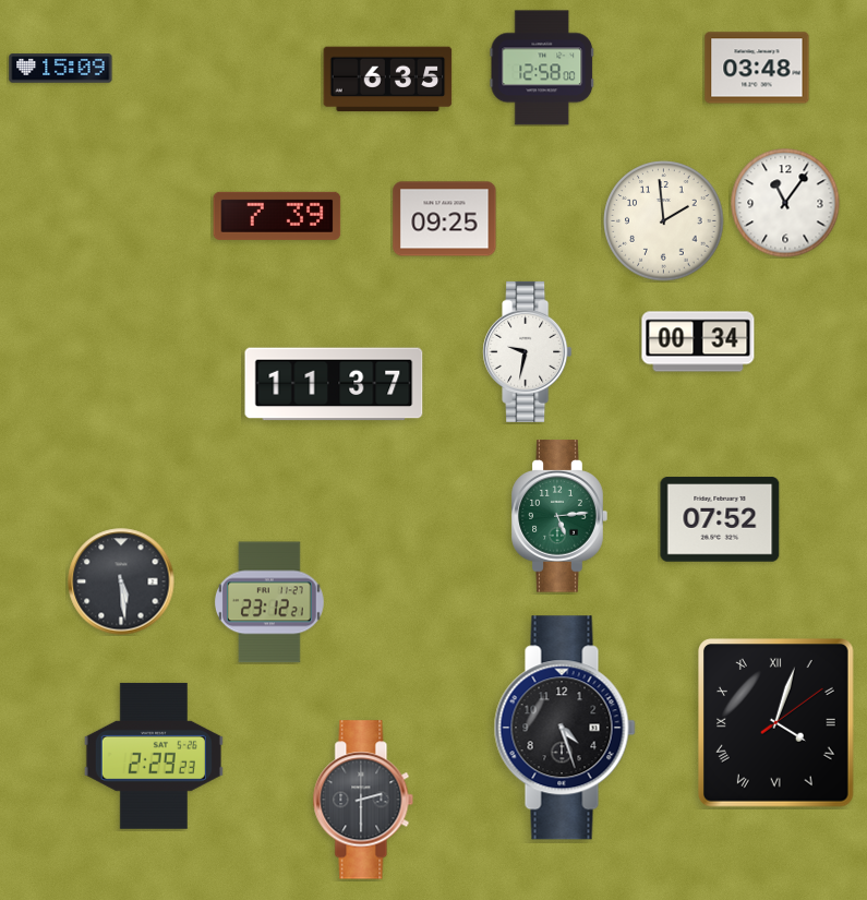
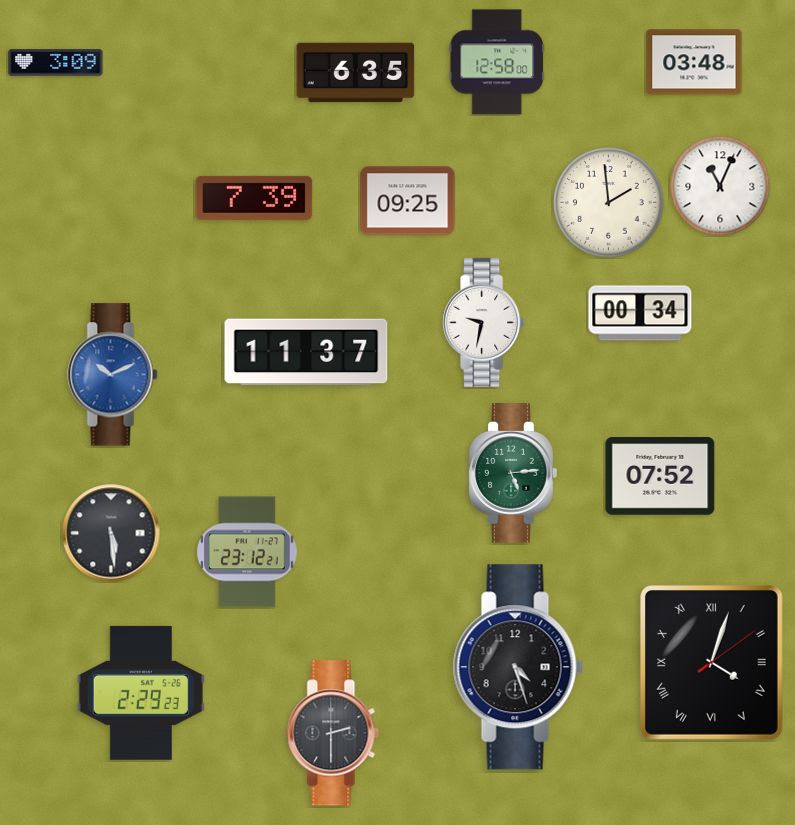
clock at (61, 69): 15:09 -> 3:09
clock at (785, 203): 11:06 -> 11:04
clock at (113, 375): none -> 10:11
